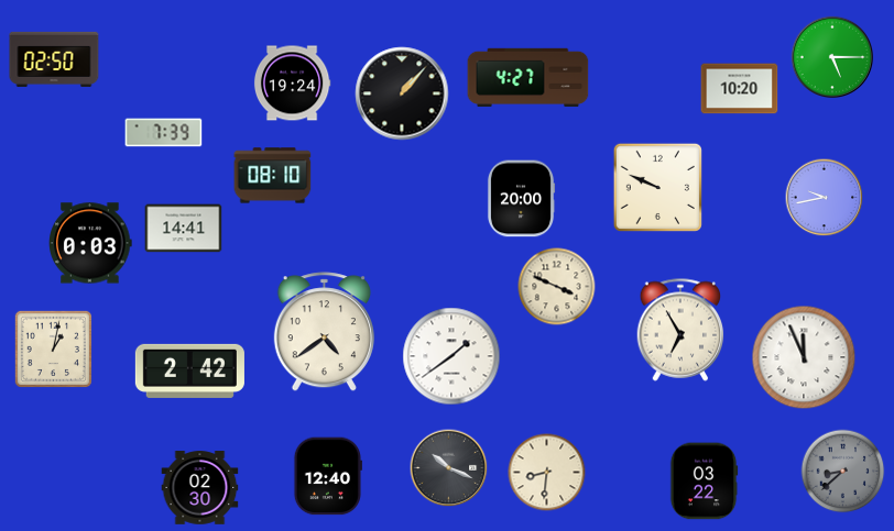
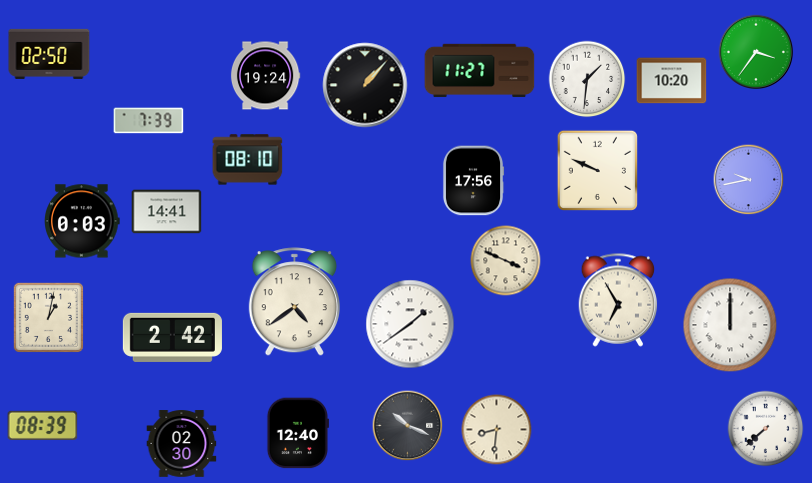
clock at (831, 56): 5:15 -> 3:36
clock at (528, 78): 4:27 -> 11:27
clock at (587, 79): none -> 1:31
clock at (521, 199): 20:00 -> 17:56
clock at (184, 229) position: (184, 229) -> (167, 212)
clock at (804, 357): 11:56 -> 12:00
clock at (43, 425): none -> 08:39
clock at (843, 472): 8:38 -> 7:38
clock at (843, 472) dial: grey -> white
clock at (704, 482): 03:22 -> none
